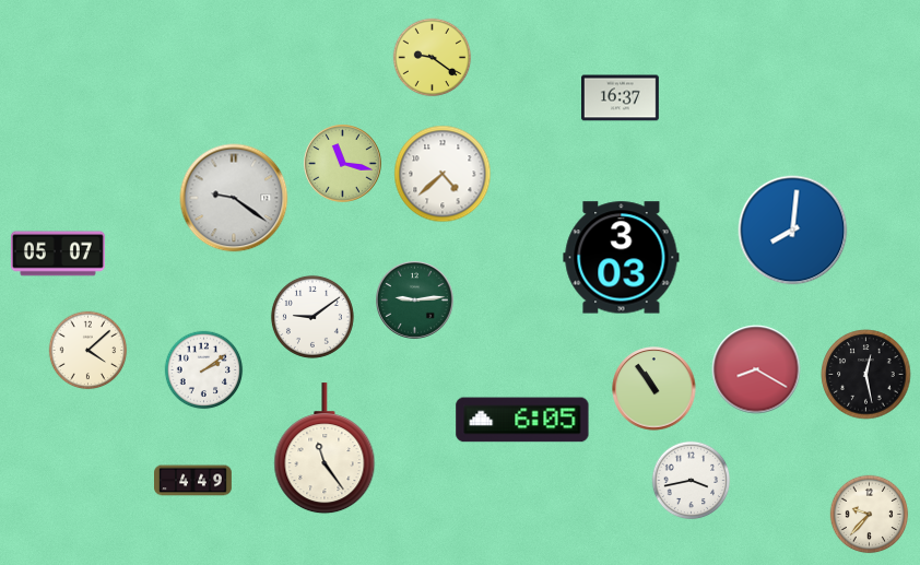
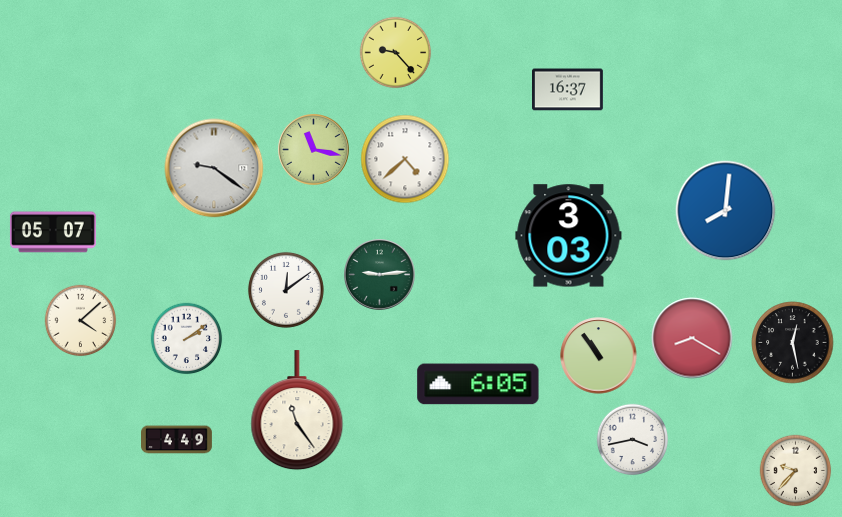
clock at (433, 58): 9:21 -> 9:23
clock at (234, 198) position: (234, 198) -> (214, 168)
clock at (312, 317): 9:09 -> 12:09
